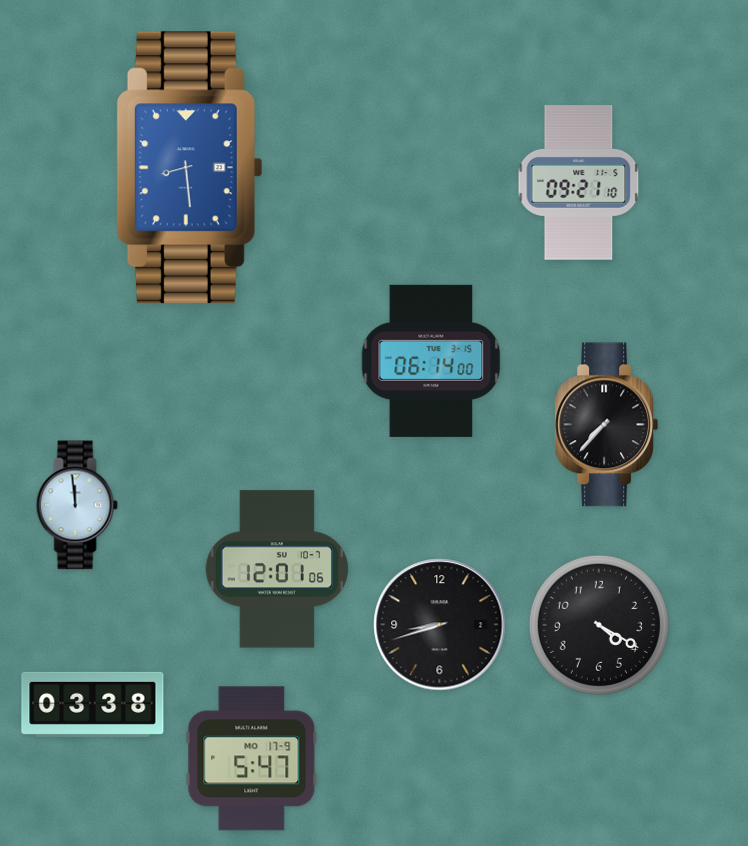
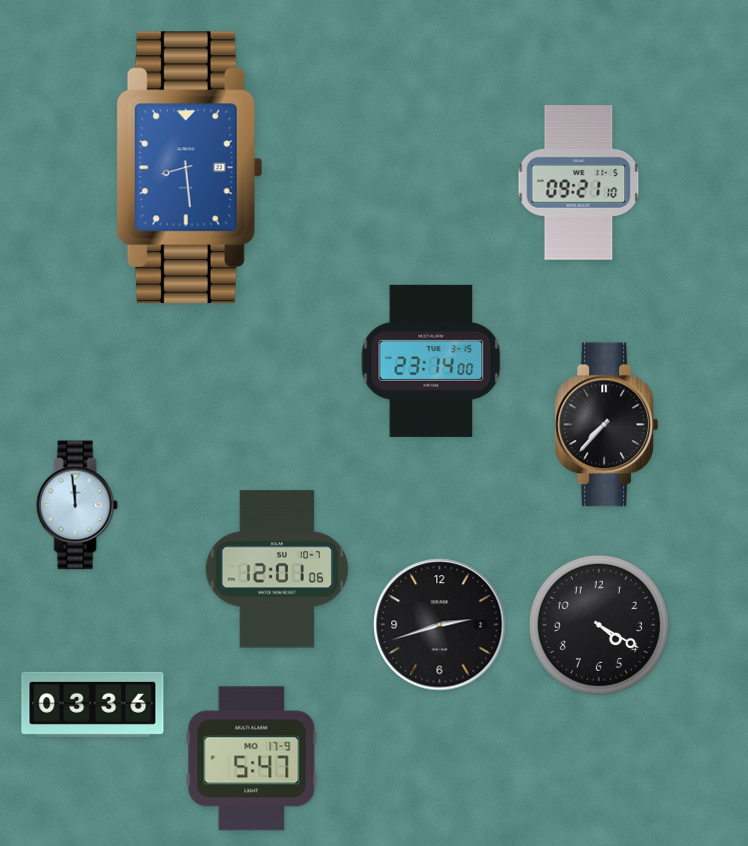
clock at (431, 361): 06:14 -> 23:14
clock at (440, 625): 8:42 -> 2:42
clock at (93, 704): 03:38 -> 03:36
